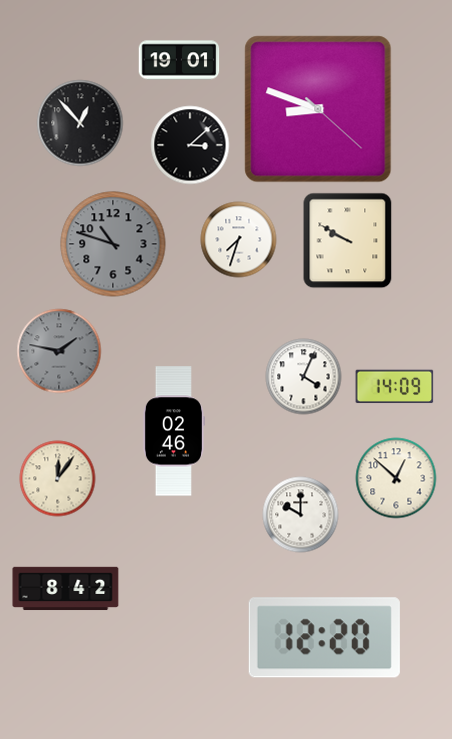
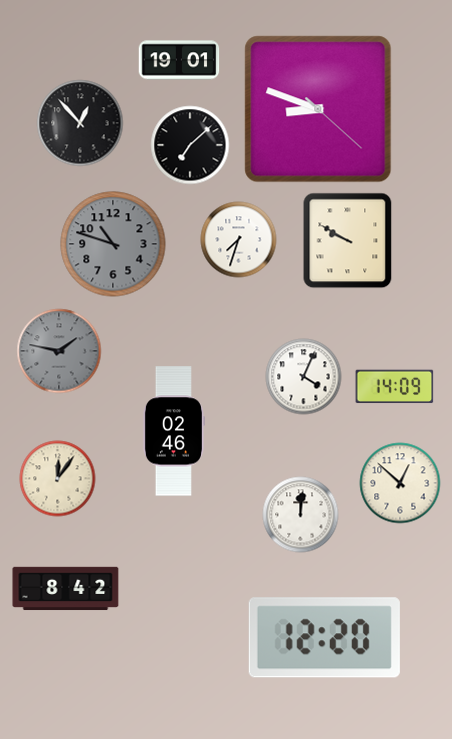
clock at (190, 145): 3:08 -> 7:08
clock at (396, 478) position: (396, 478) -> (400, 483)
clock at (301, 515): 10:00 -> 12:01
